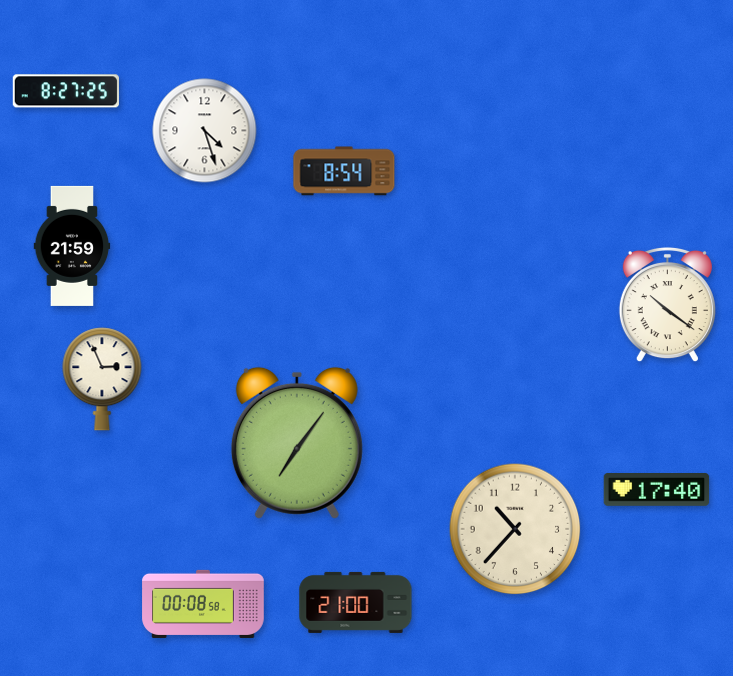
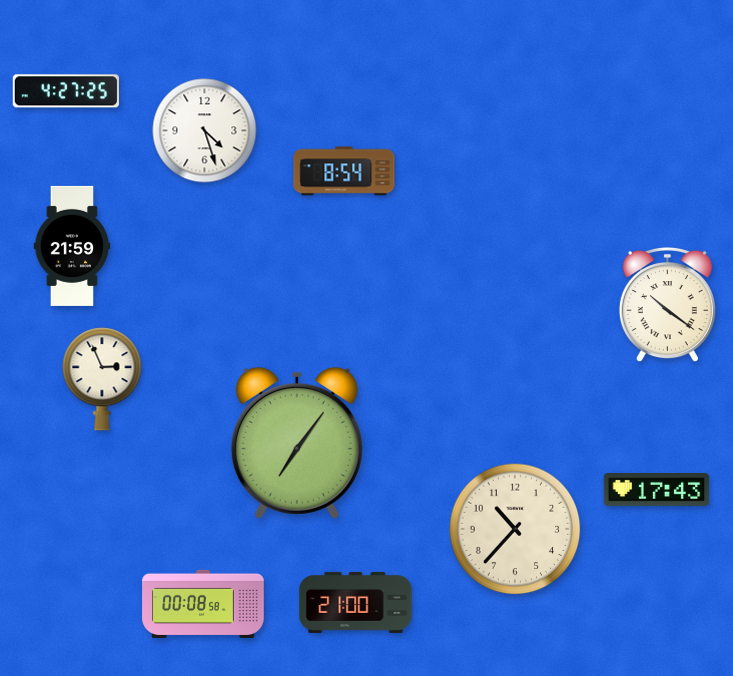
clock at (66, 91): 8:27 -> 4:27
clock at (657, 490): 17:40 -> 17:43
